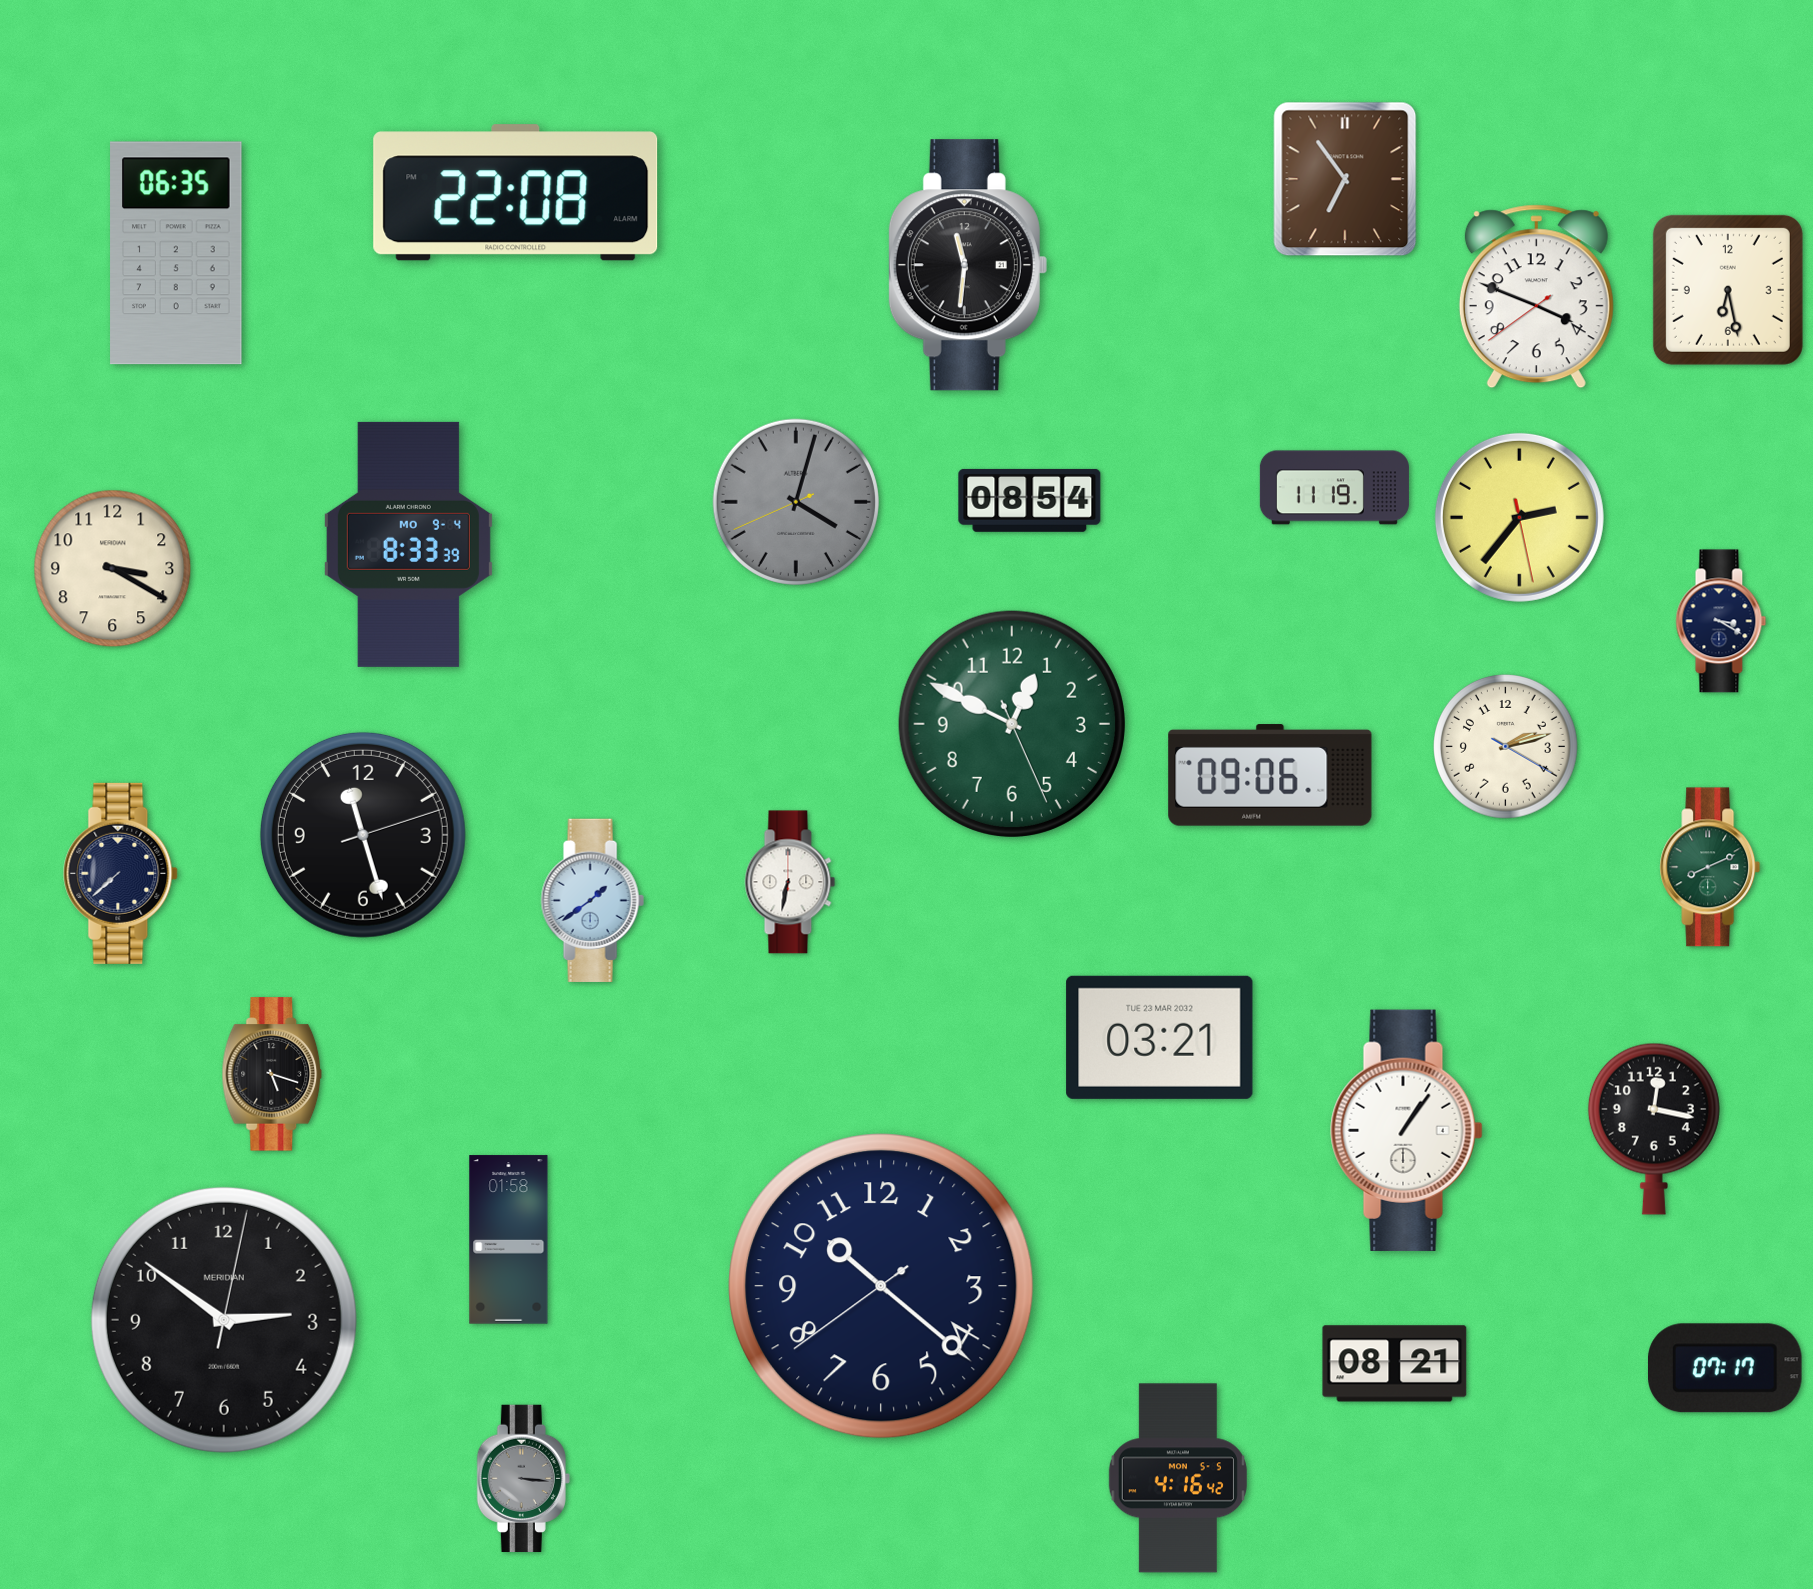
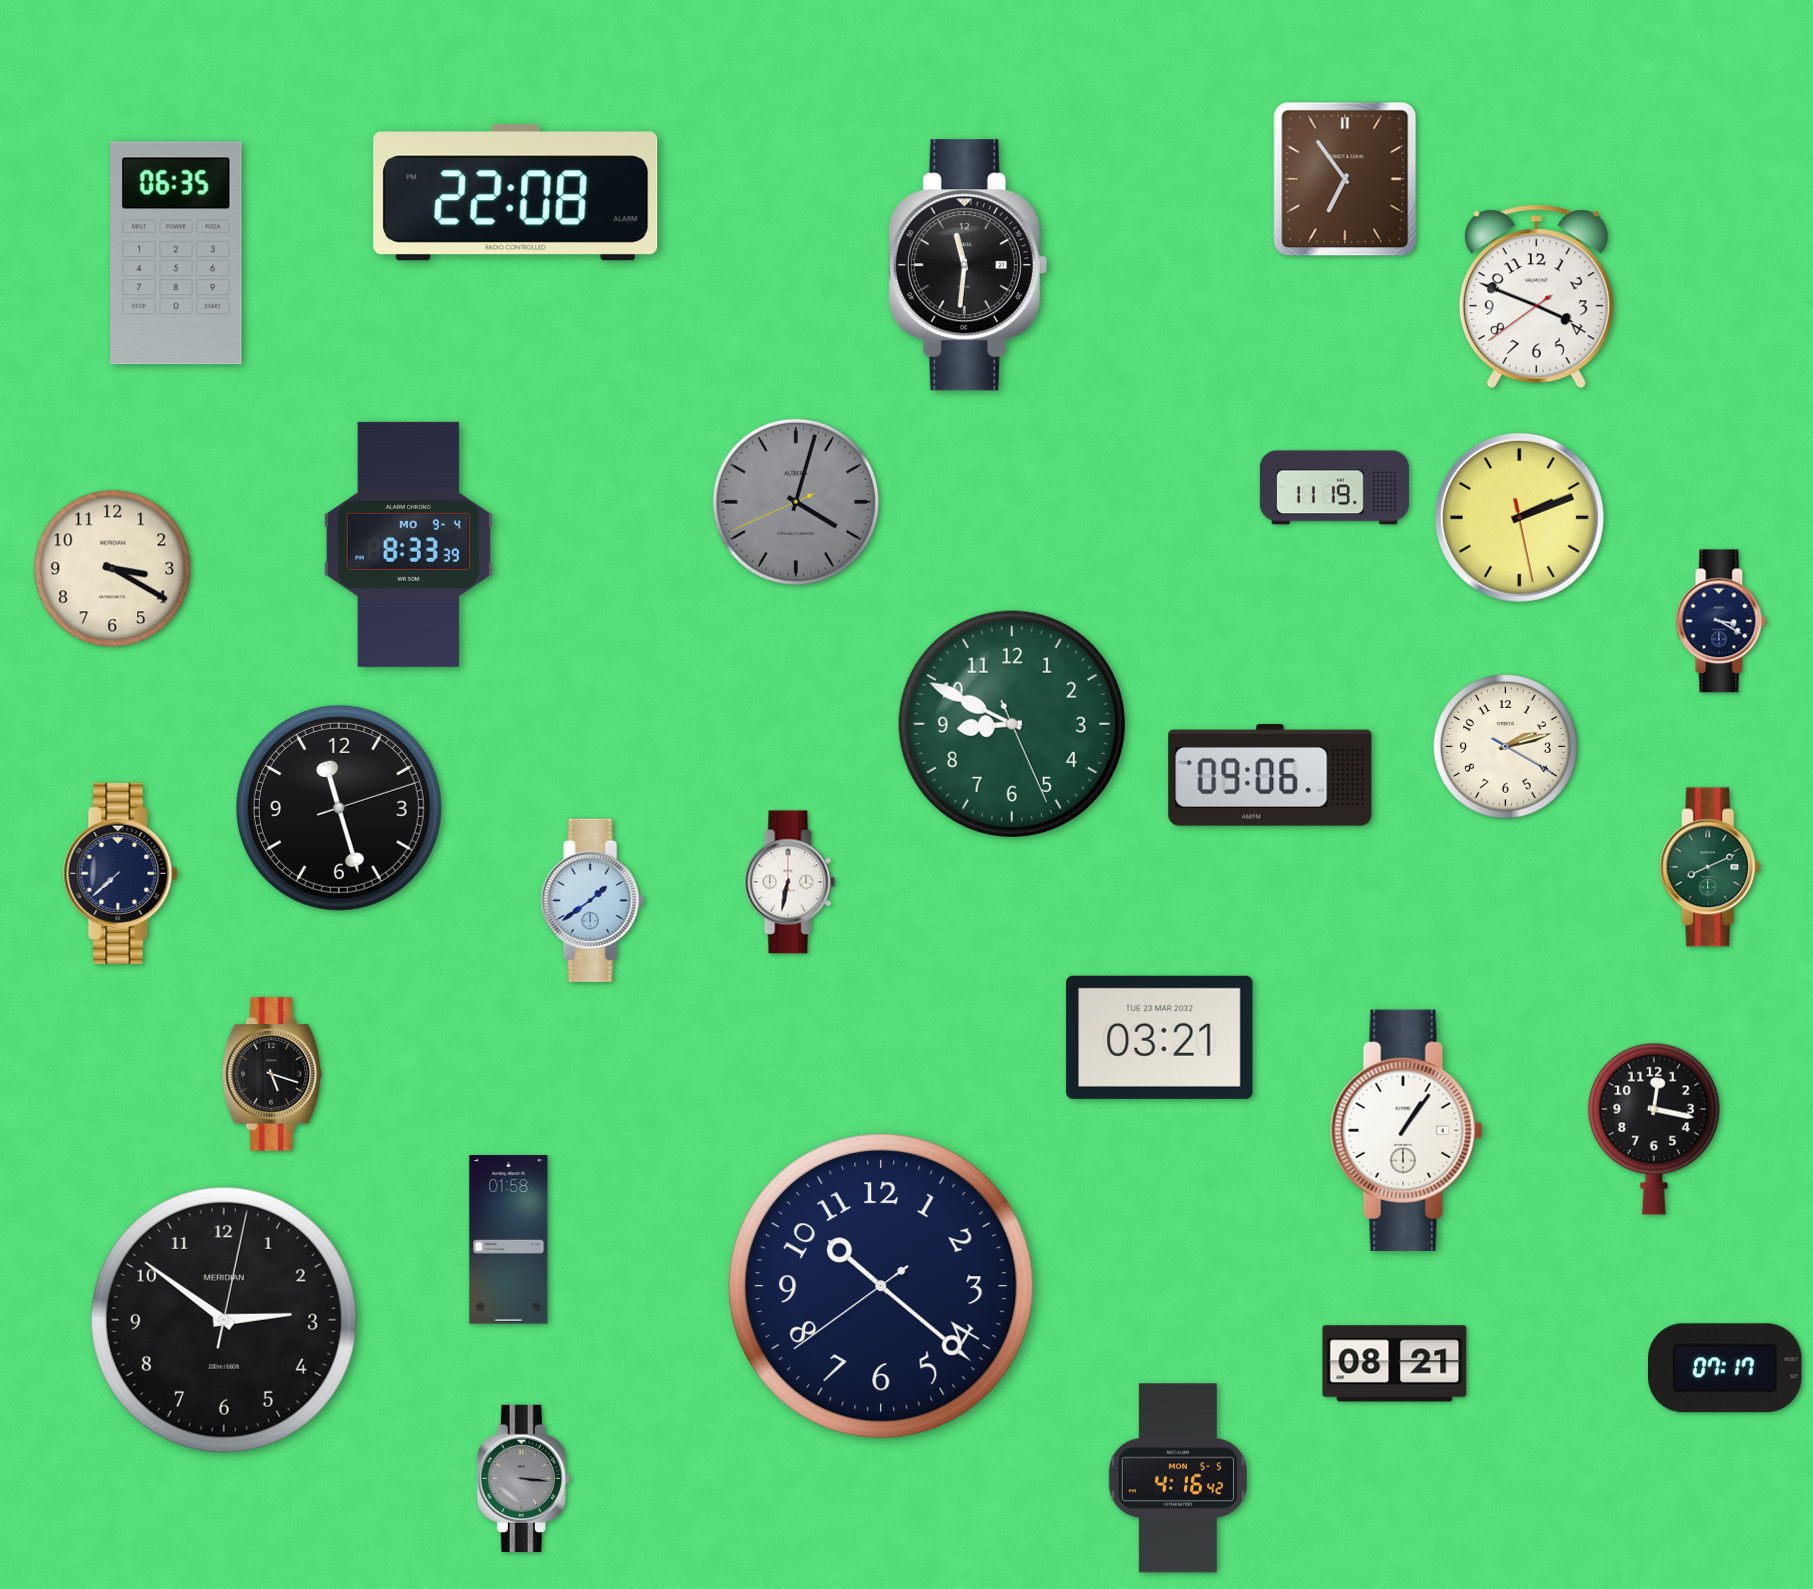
clock at (1728, 290): 6:28 -> none
clock at (1030, 500): 08:54 -> none
clock at (1519, 517): 2:36 -> 2:11
clock at (1012, 724): 12:49 -> 8:49
clock at (363, 835) position: (363, 835) -> (339, 808)
